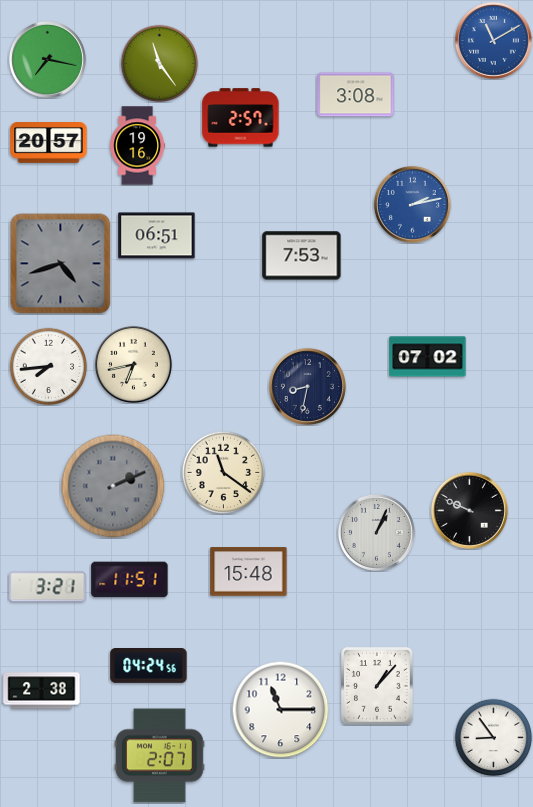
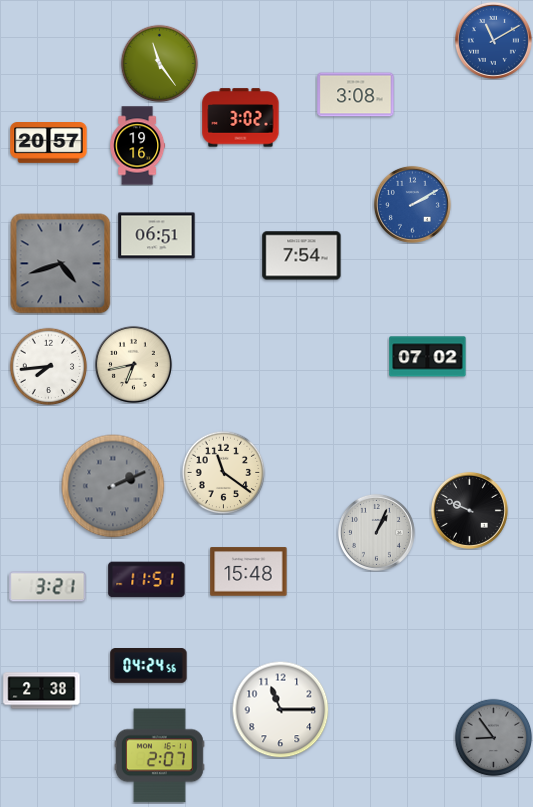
clock at (47, 59): 7:17 -> none
clock at (241, 118): 2:57 -> 3:02
clock at (412, 204): 2:13 -> 2:10
clock at (302, 256): 7:53 -> 7:54
clock at (307, 386): 8:32 -> none
clock at (130, 580) position: (130, 580) -> (147, 580)
clock at (378, 687): 1:07 -> none
clock at (493, 737) dial: white -> grey
